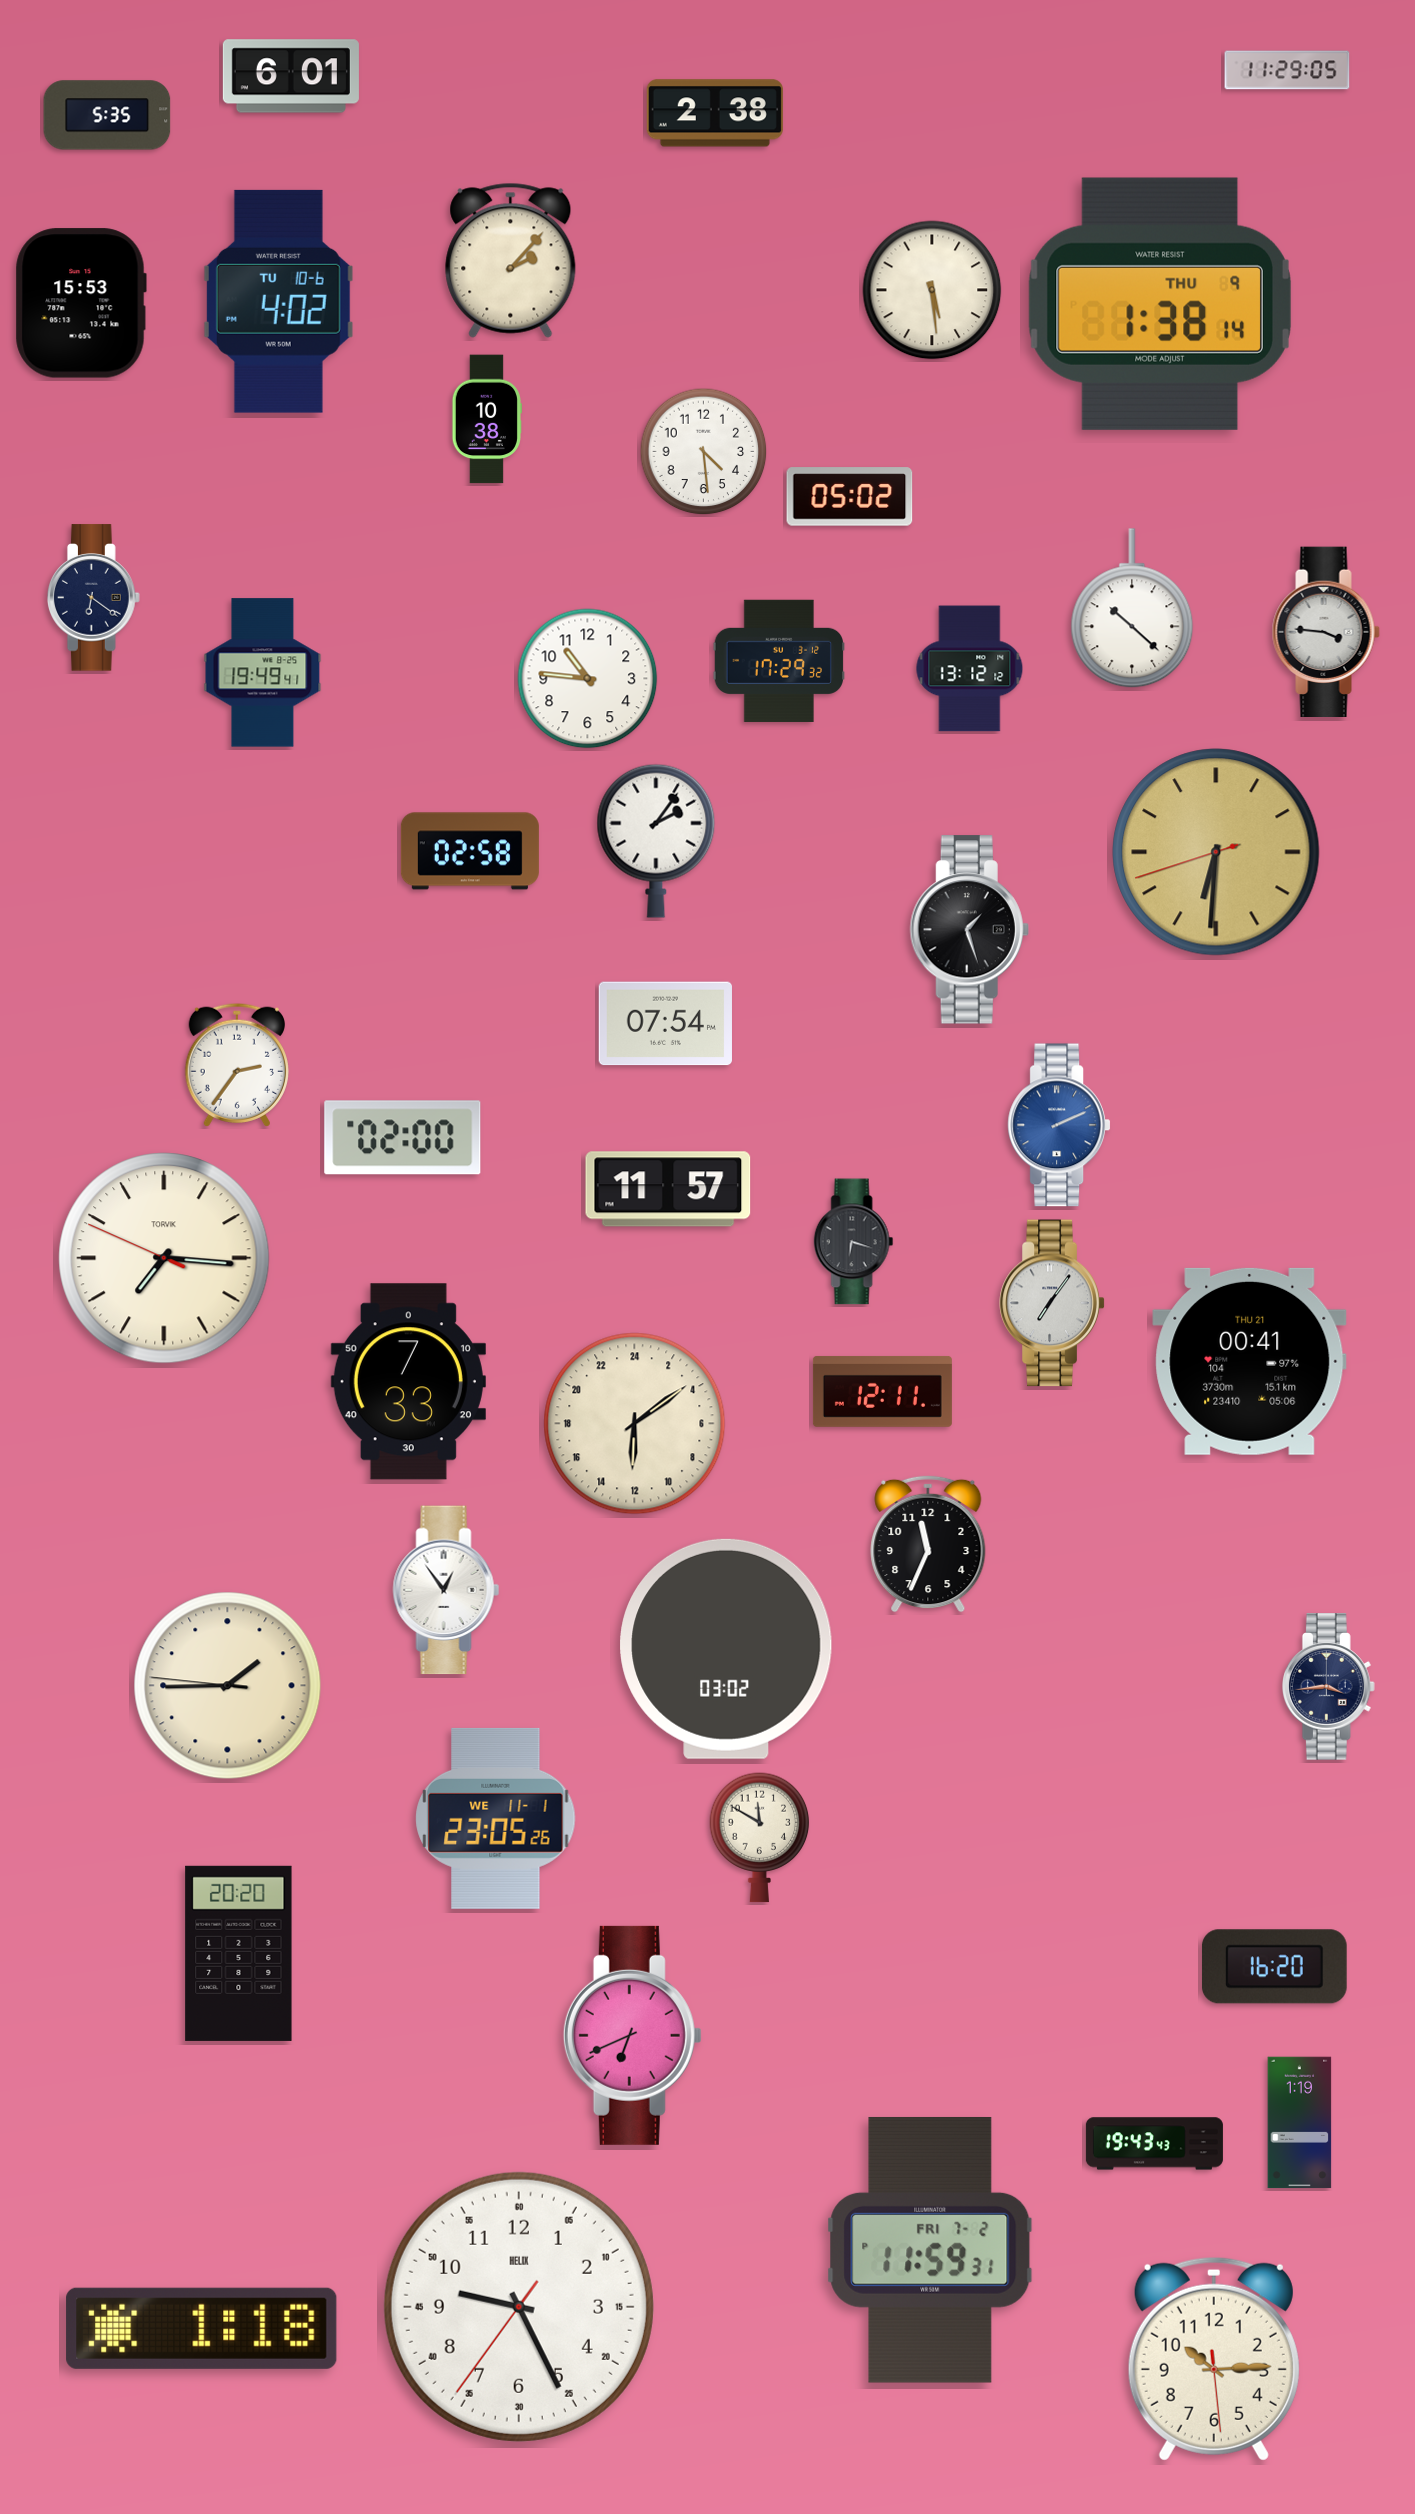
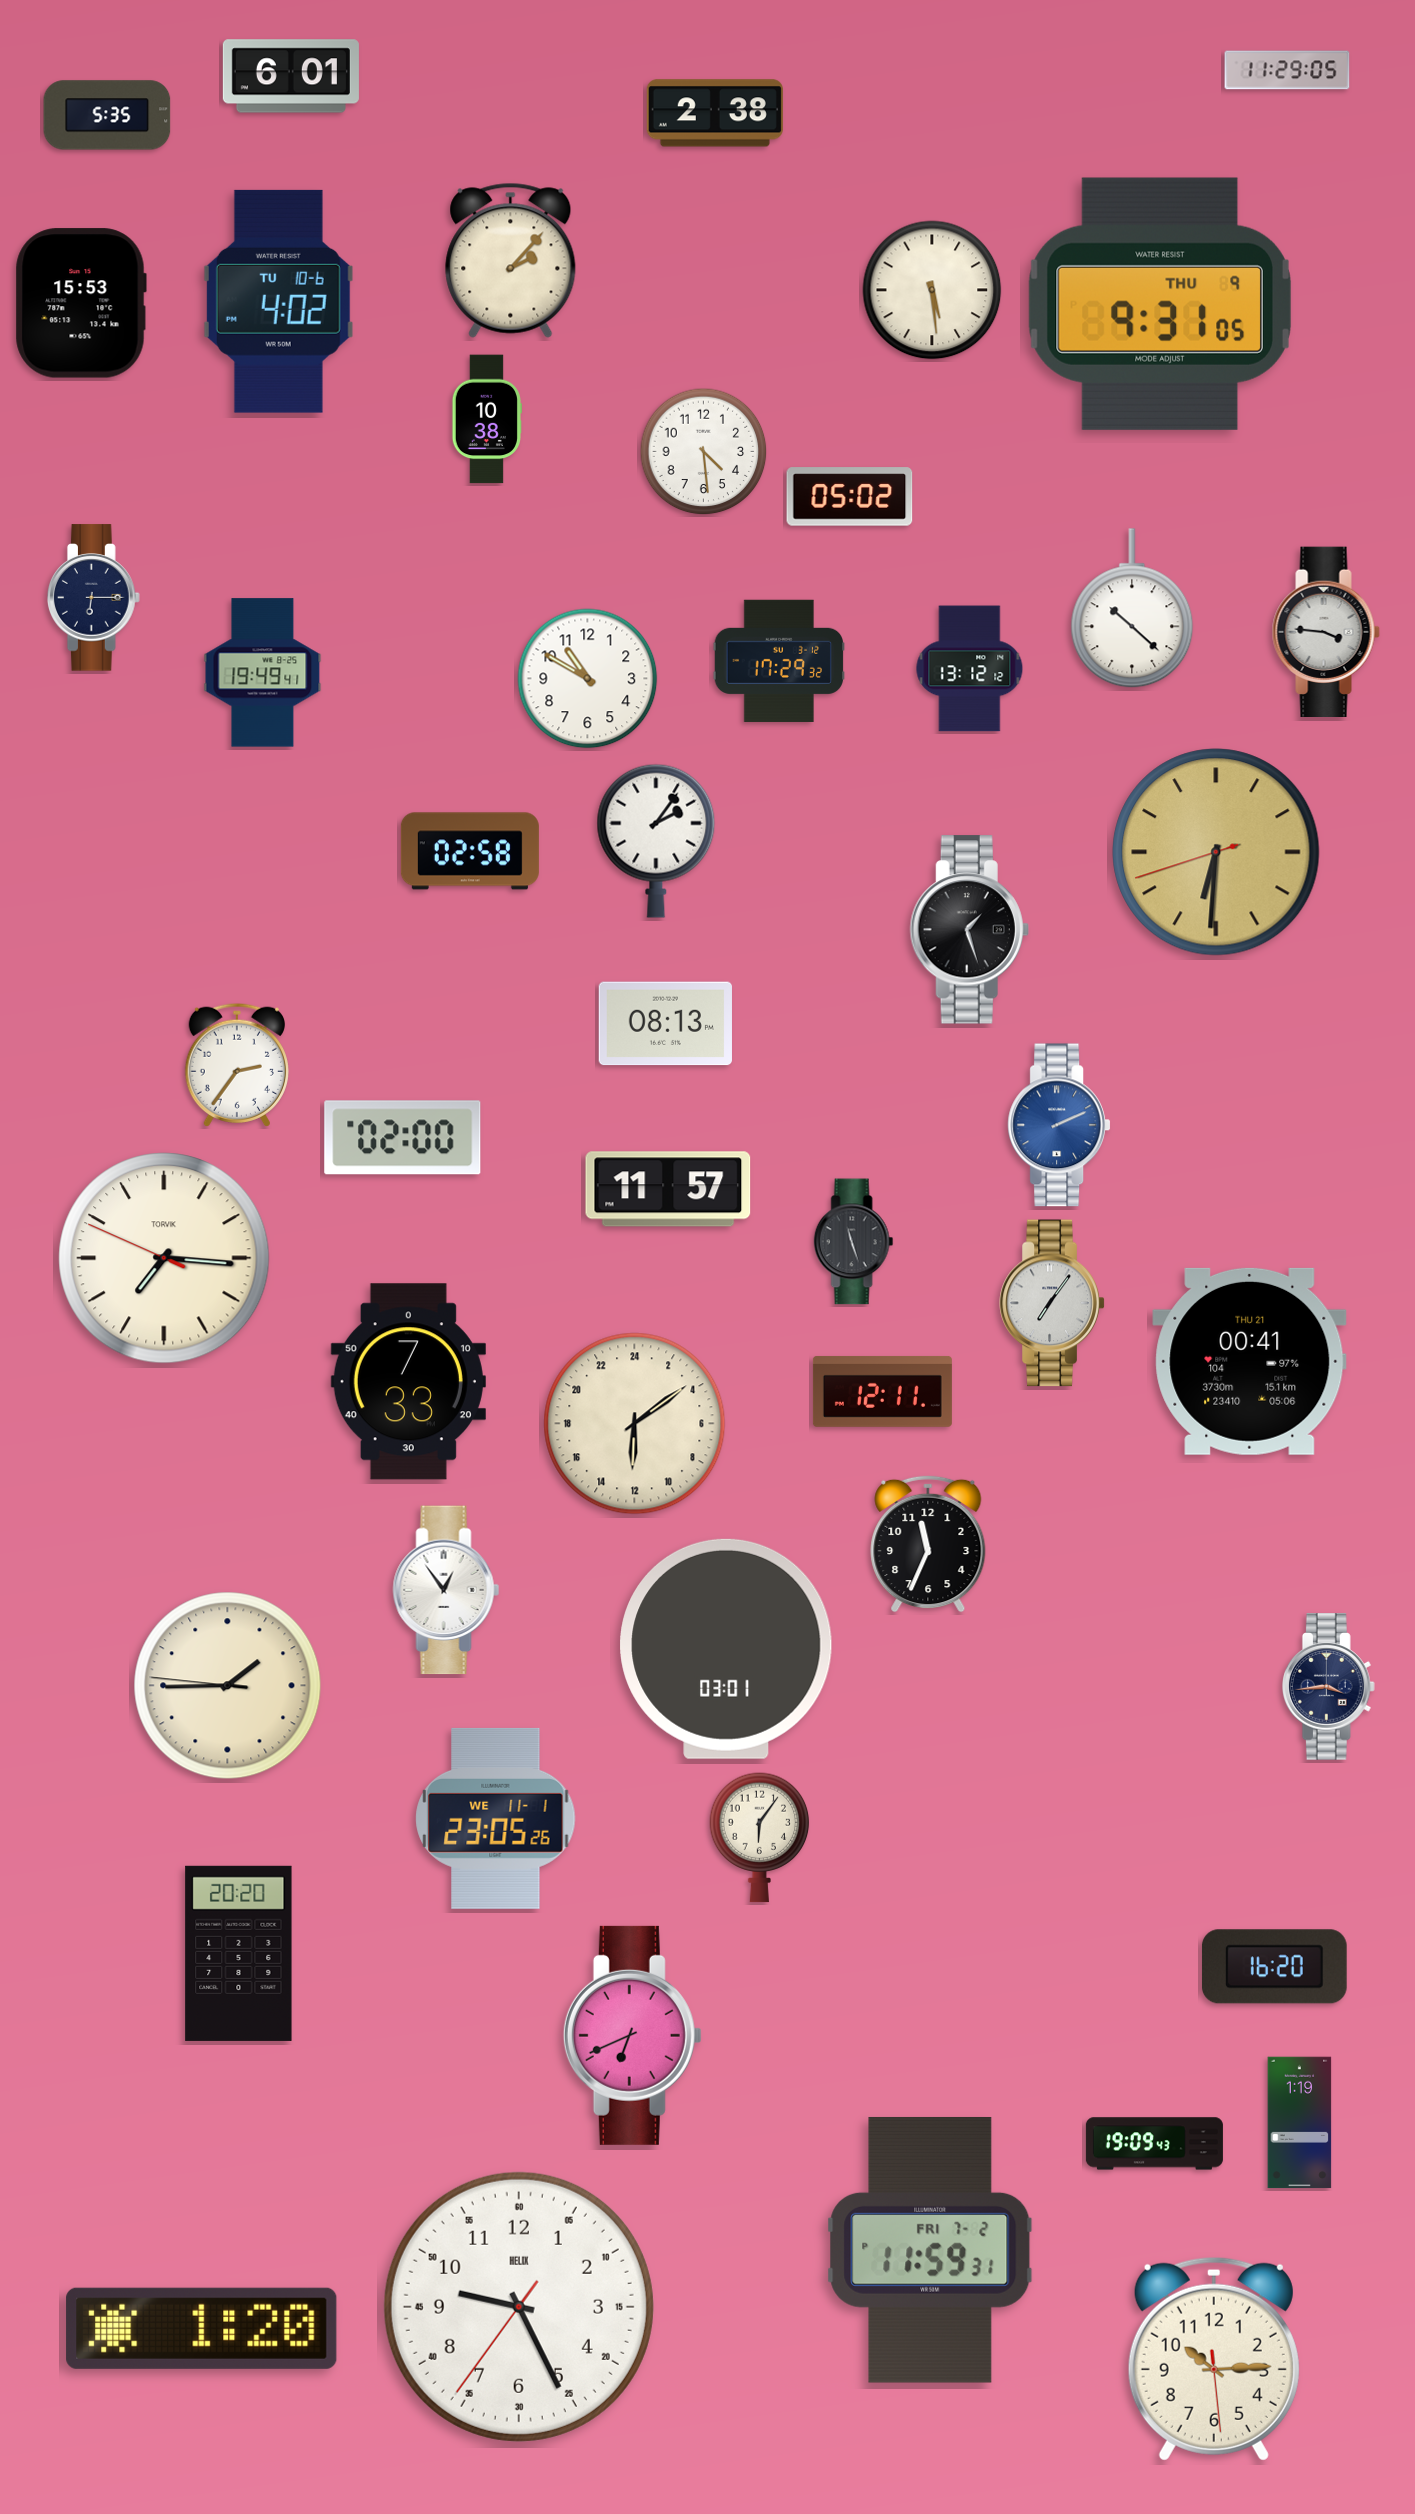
clock at (1160, 304): 1:38 -> 9:31
clock at (94, 598): 6:21 -> 6:15
clock at (588, 679): 10:46 -> 10:50
clock at (665, 1024): 07:54 -> 08:13
clock at (854, 1242): 6:18 -> 11:27
clock at (726, 1649): 03:02 -> 03:01
clock at (760, 1838): 11:50 -> 6:06
clock at (1154, 2144): 19:43 -> 19:09
clock at (202, 2328): 1:18 -> 1:20
